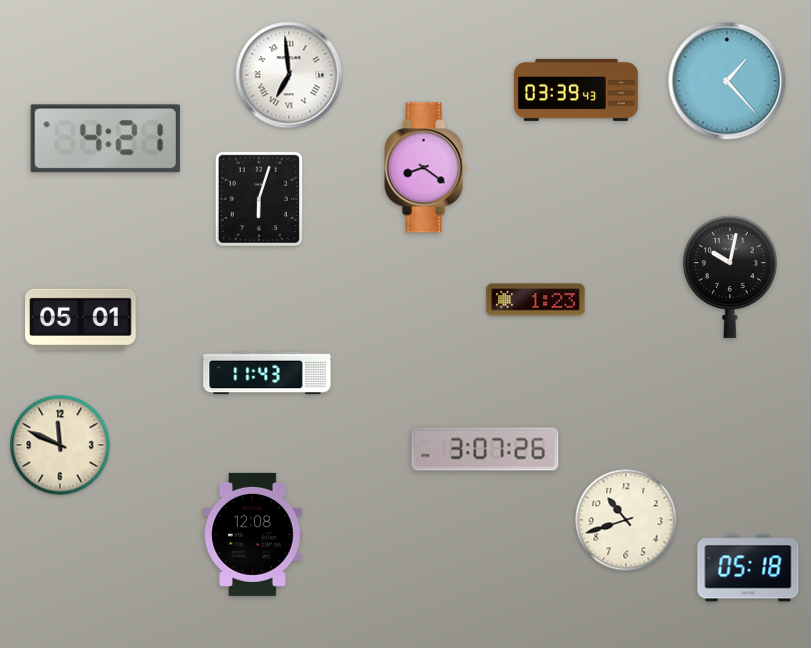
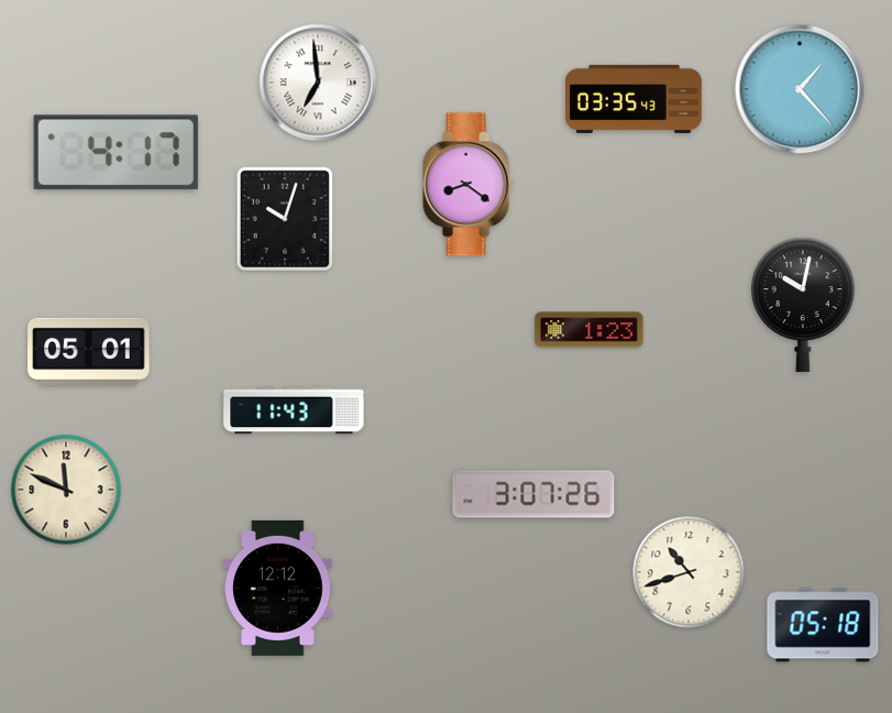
clock at (576, 90): 03:39 -> 03:35
clock at (105, 139): 4:21 -> 4:17
clock at (259, 199): 6:03 -> 10:03
clock at (253, 534): 12:08 -> 12:12
